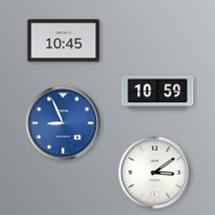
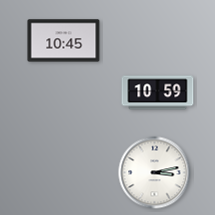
clock at (63, 123): 8:56 -> none
clock at (155, 173): 3:09 -> 3:13
